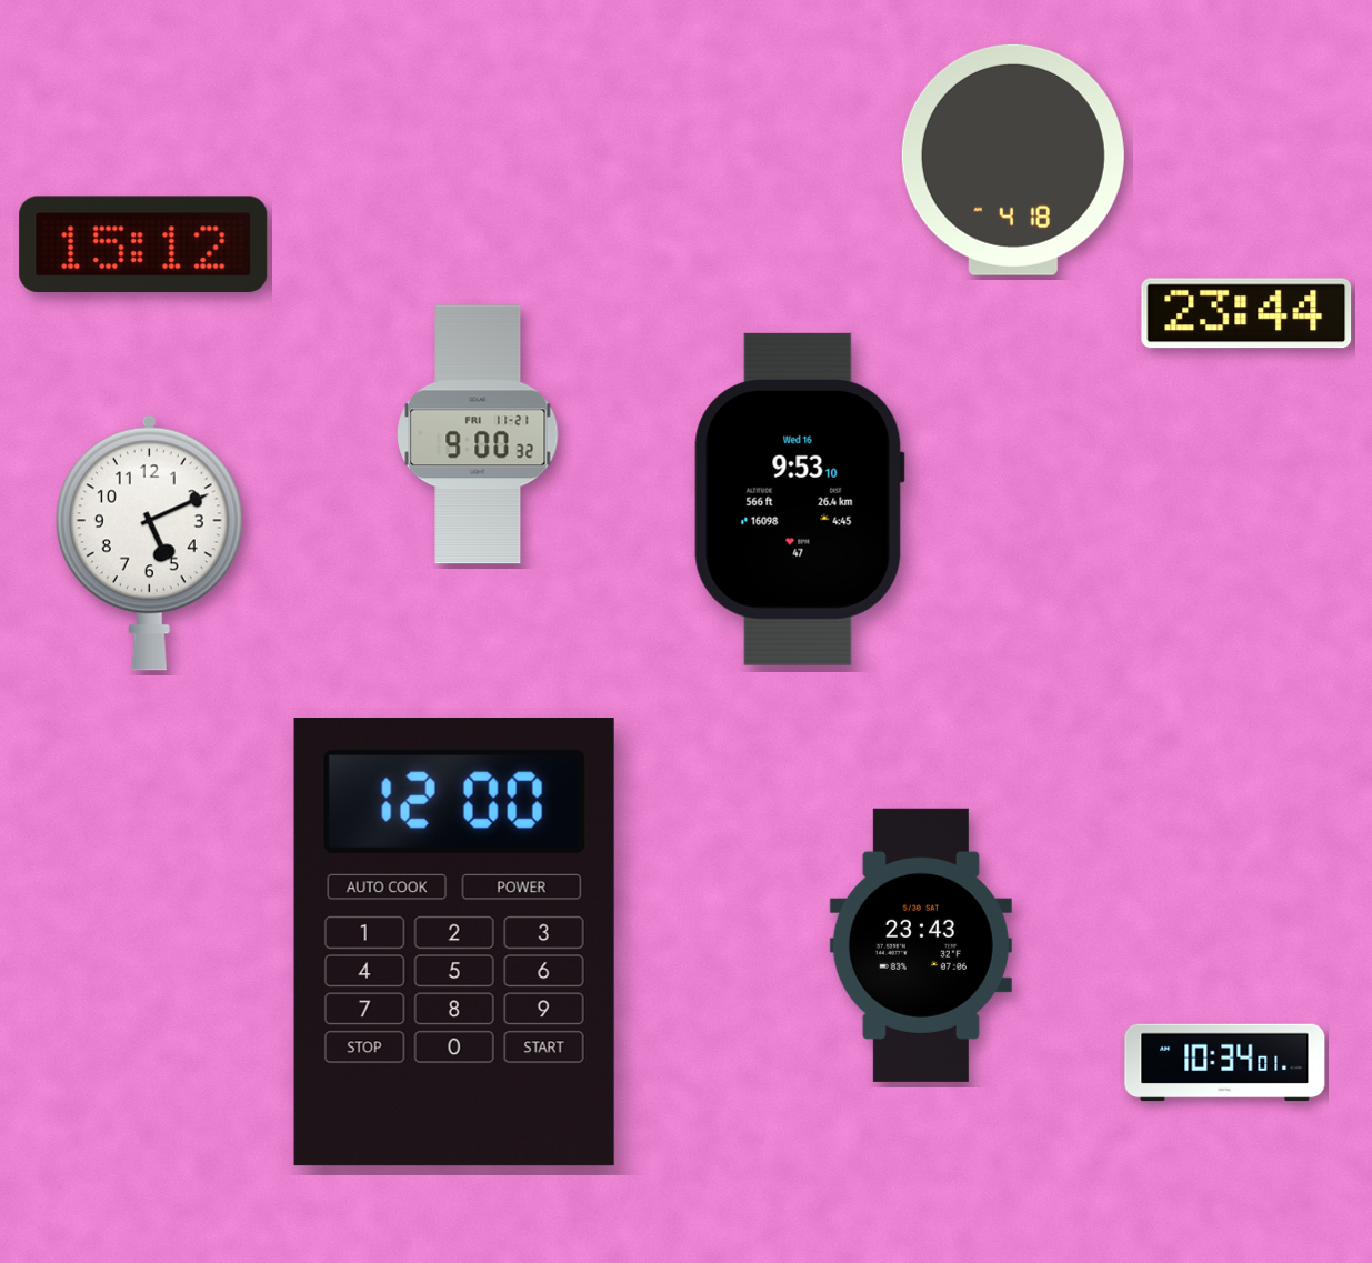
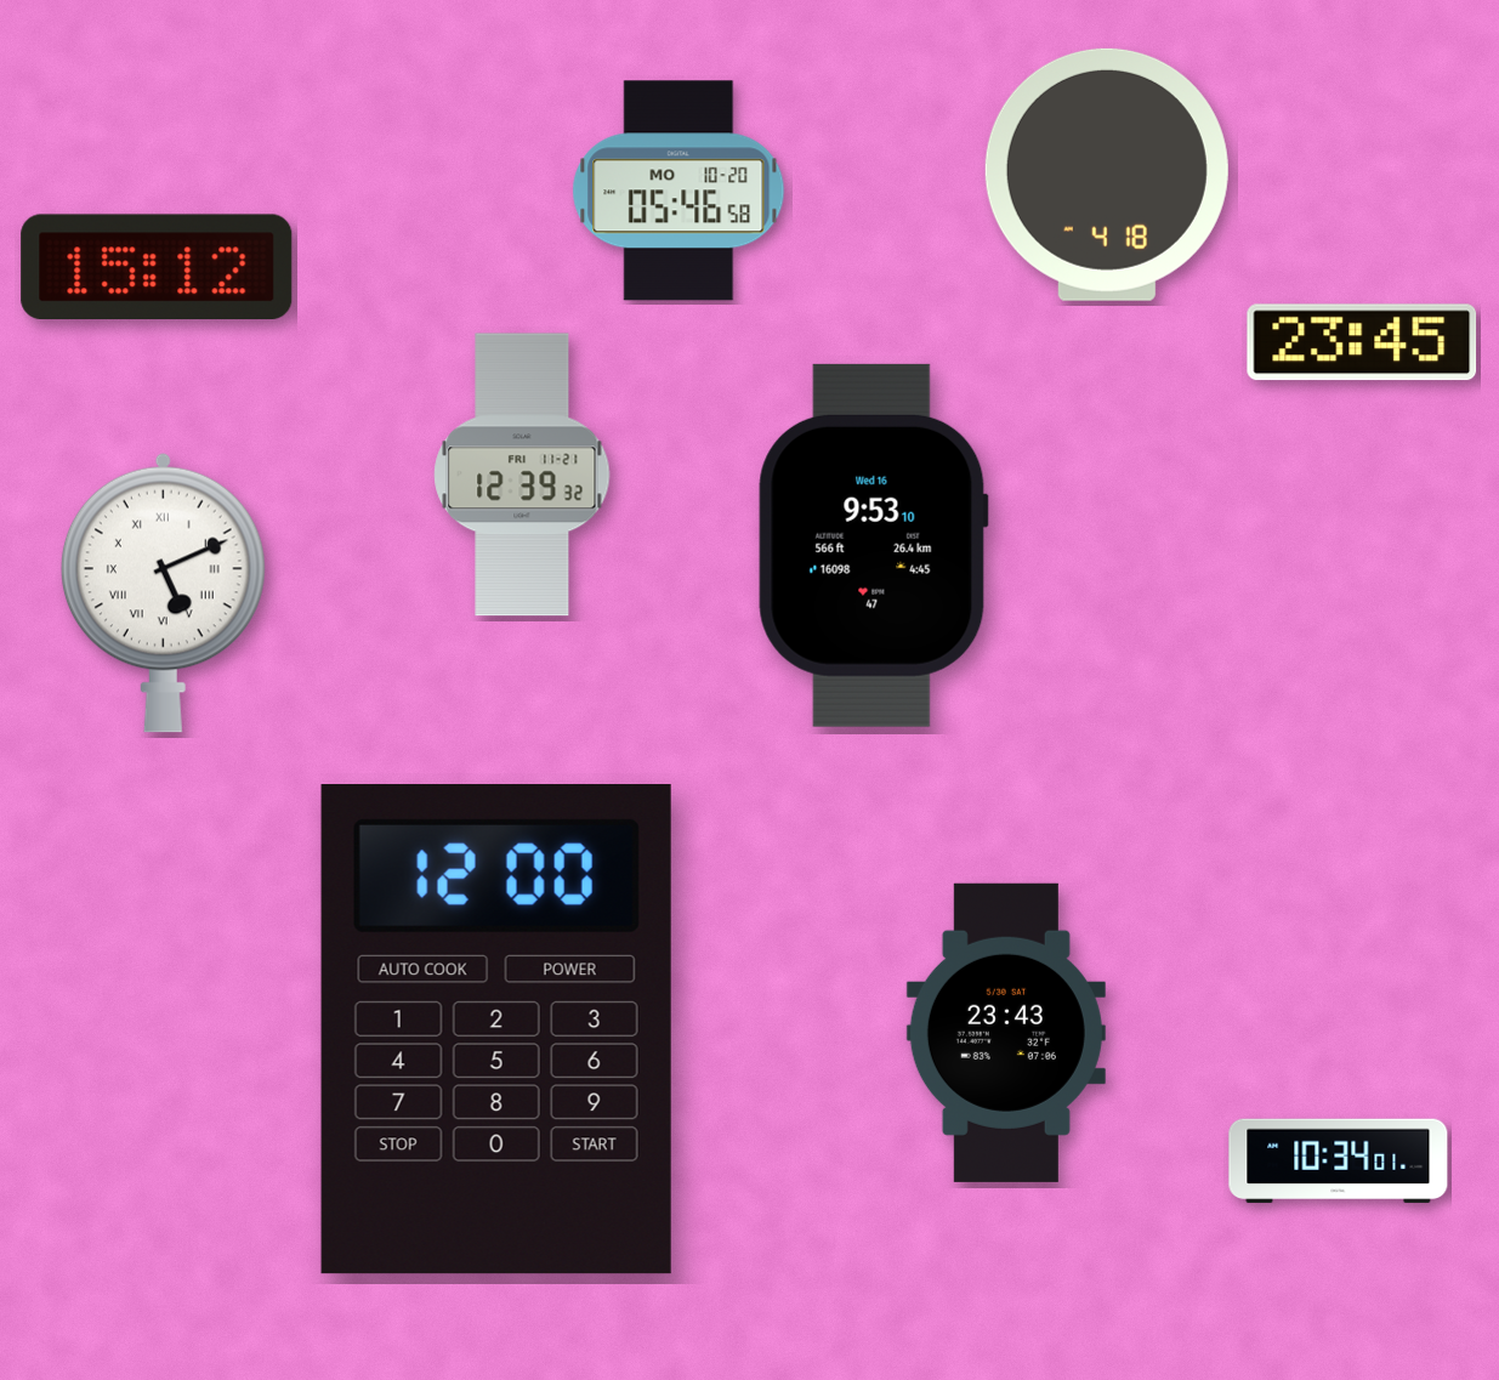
clock at (678, 191): none -> 05:46
clock at (1246, 313): 23:44 -> 23:45
clock at (478, 434): 9:00 -> 12:39
clock at (149, 542) numerals: Arabic -> Roman
